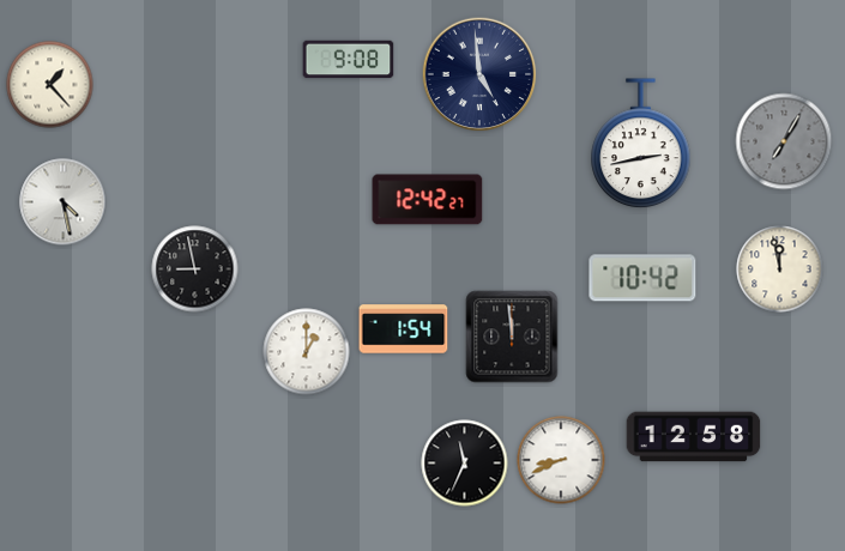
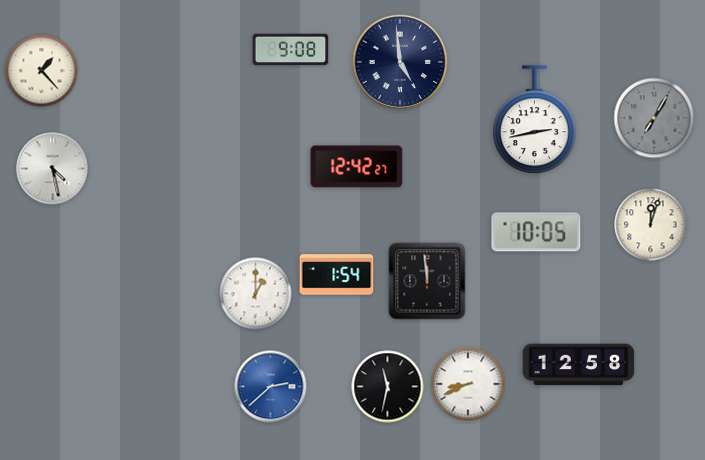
clock at (195, 270): 8:58 -> none
clock at (780, 270): 11:58 -> 12:03
clock at (642, 278): 10:42 -> 10:05
clock at (271, 387): none -> 2:38
clock at (465, 464): 11:34 -> 11:32
